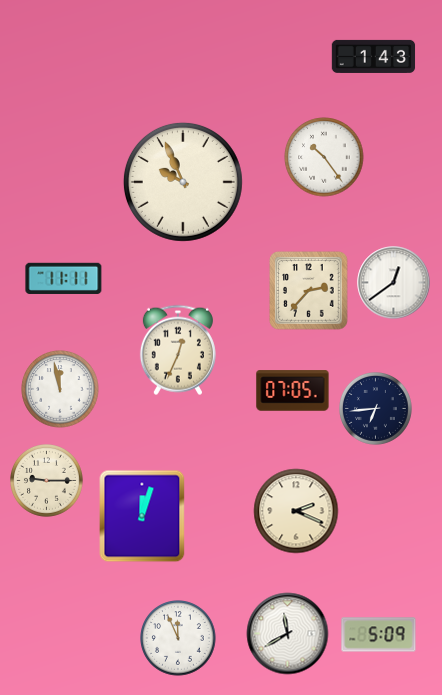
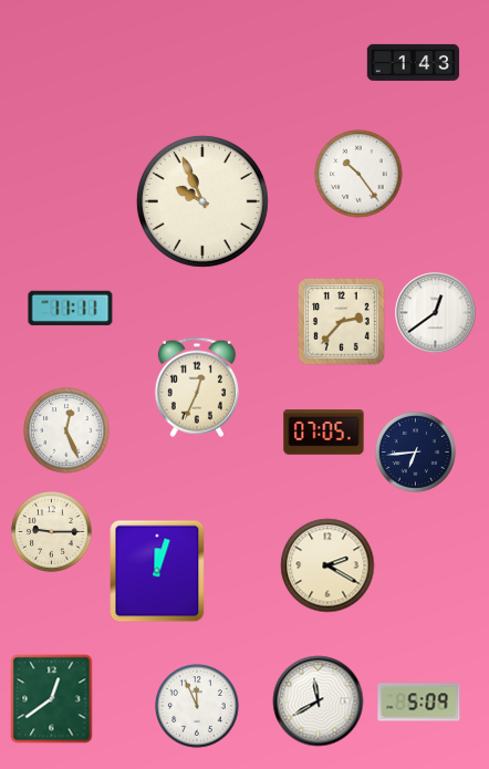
clock at (60, 389): 11:58 -> 12:26
clock at (296, 511): 2:19 -> 2:20
clock at (52, 699): none -> 12:39
